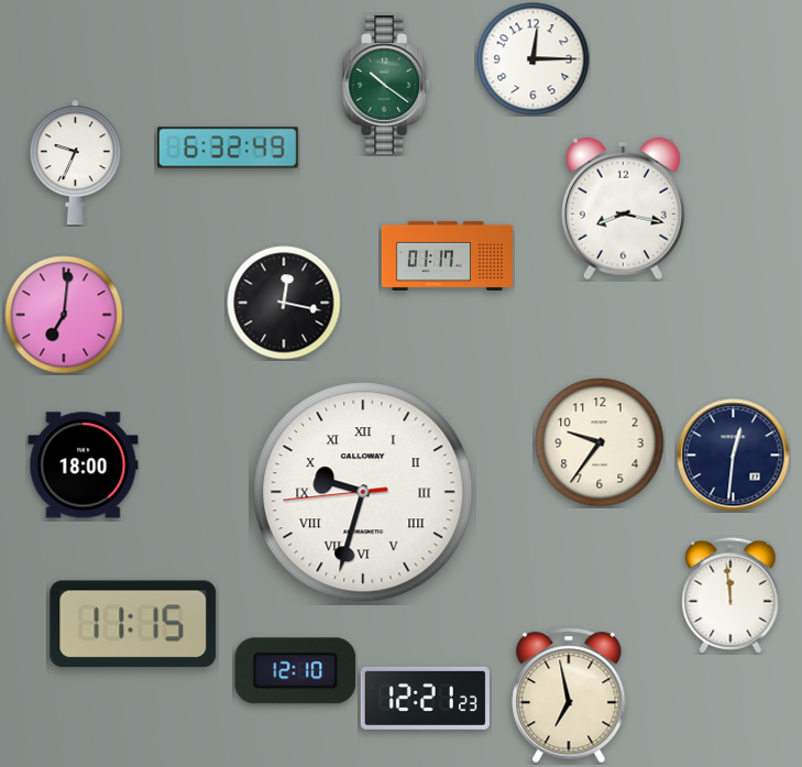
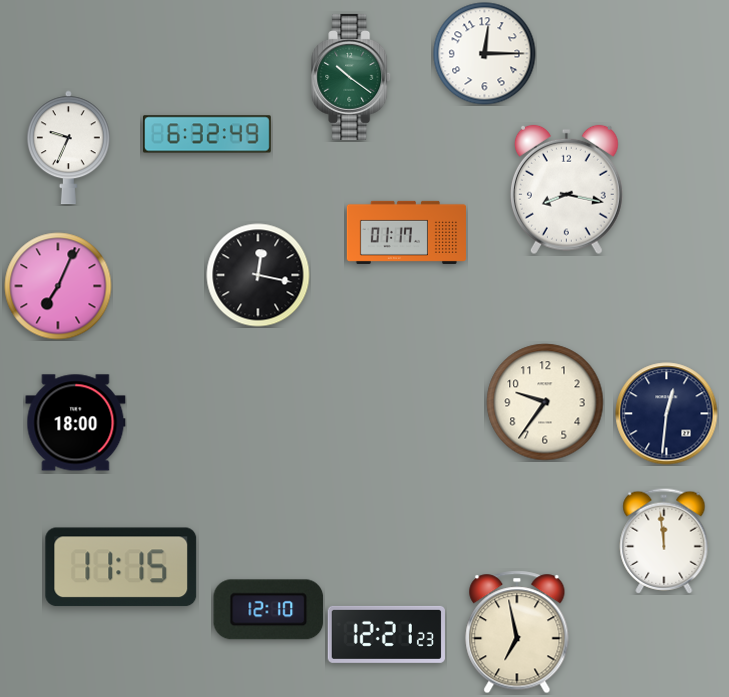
clock at (64, 315): 7:01 -> 7:04
clock at (363, 492): 9:32 -> none
